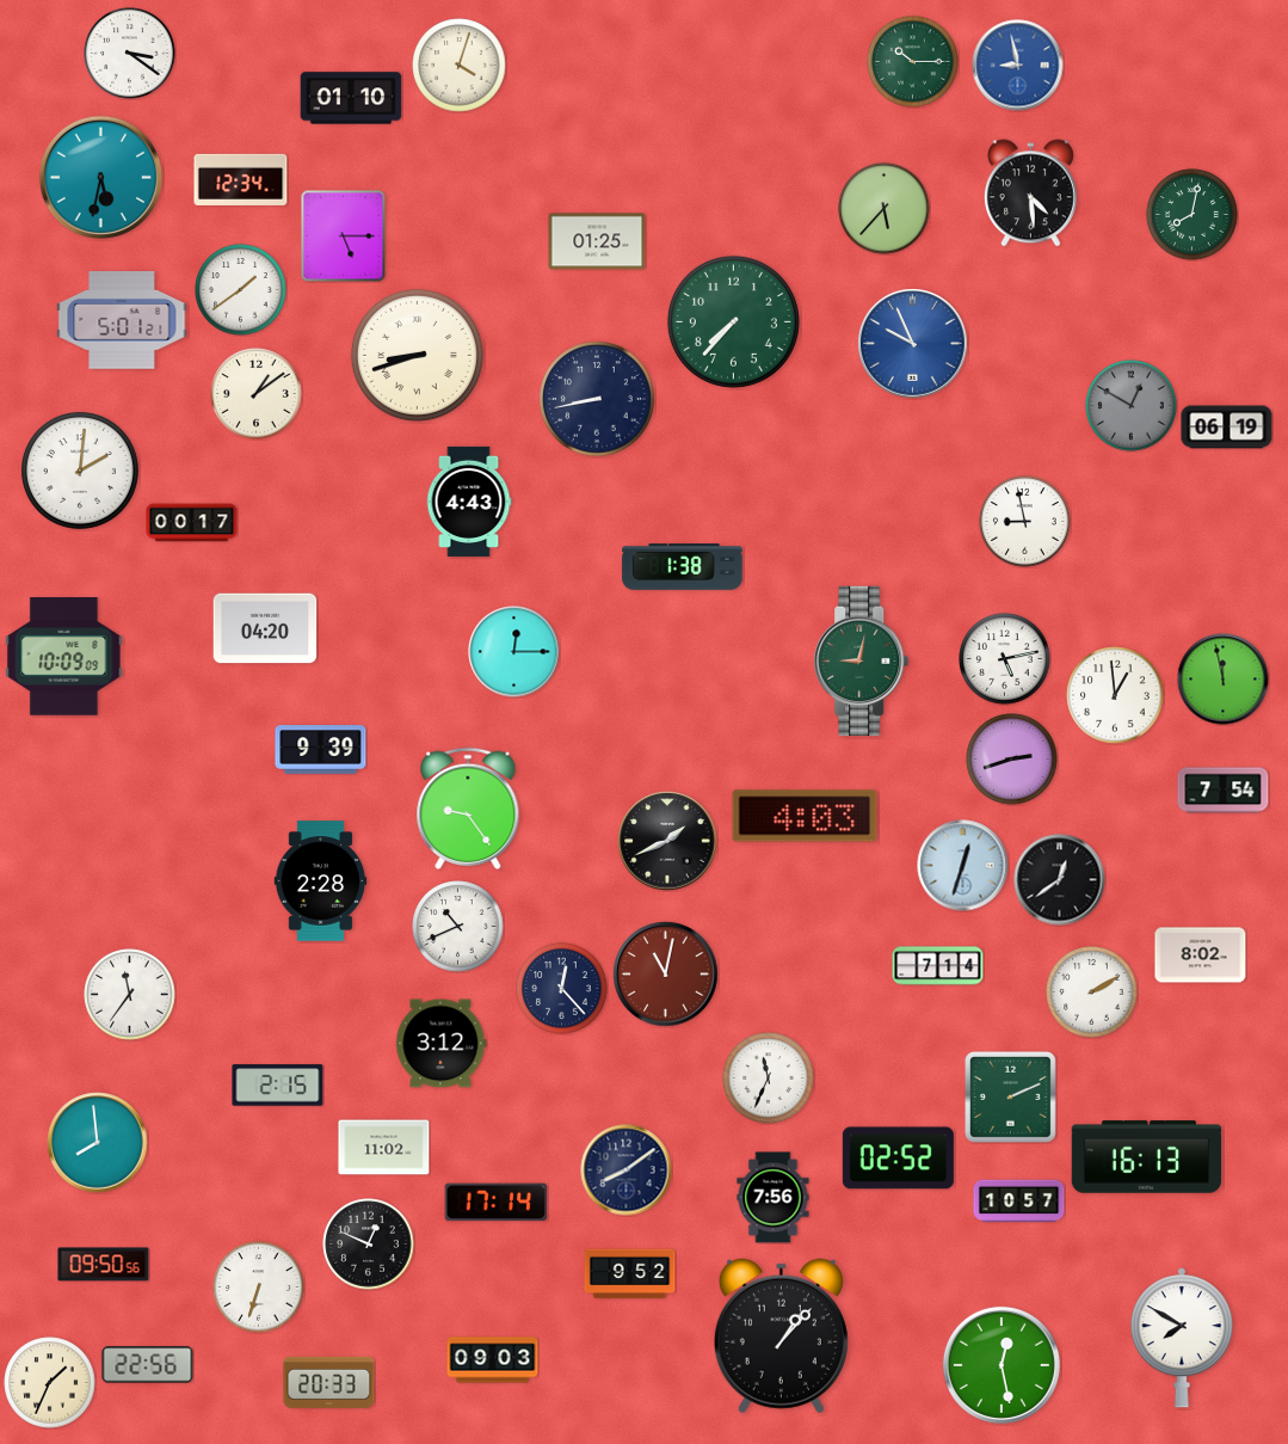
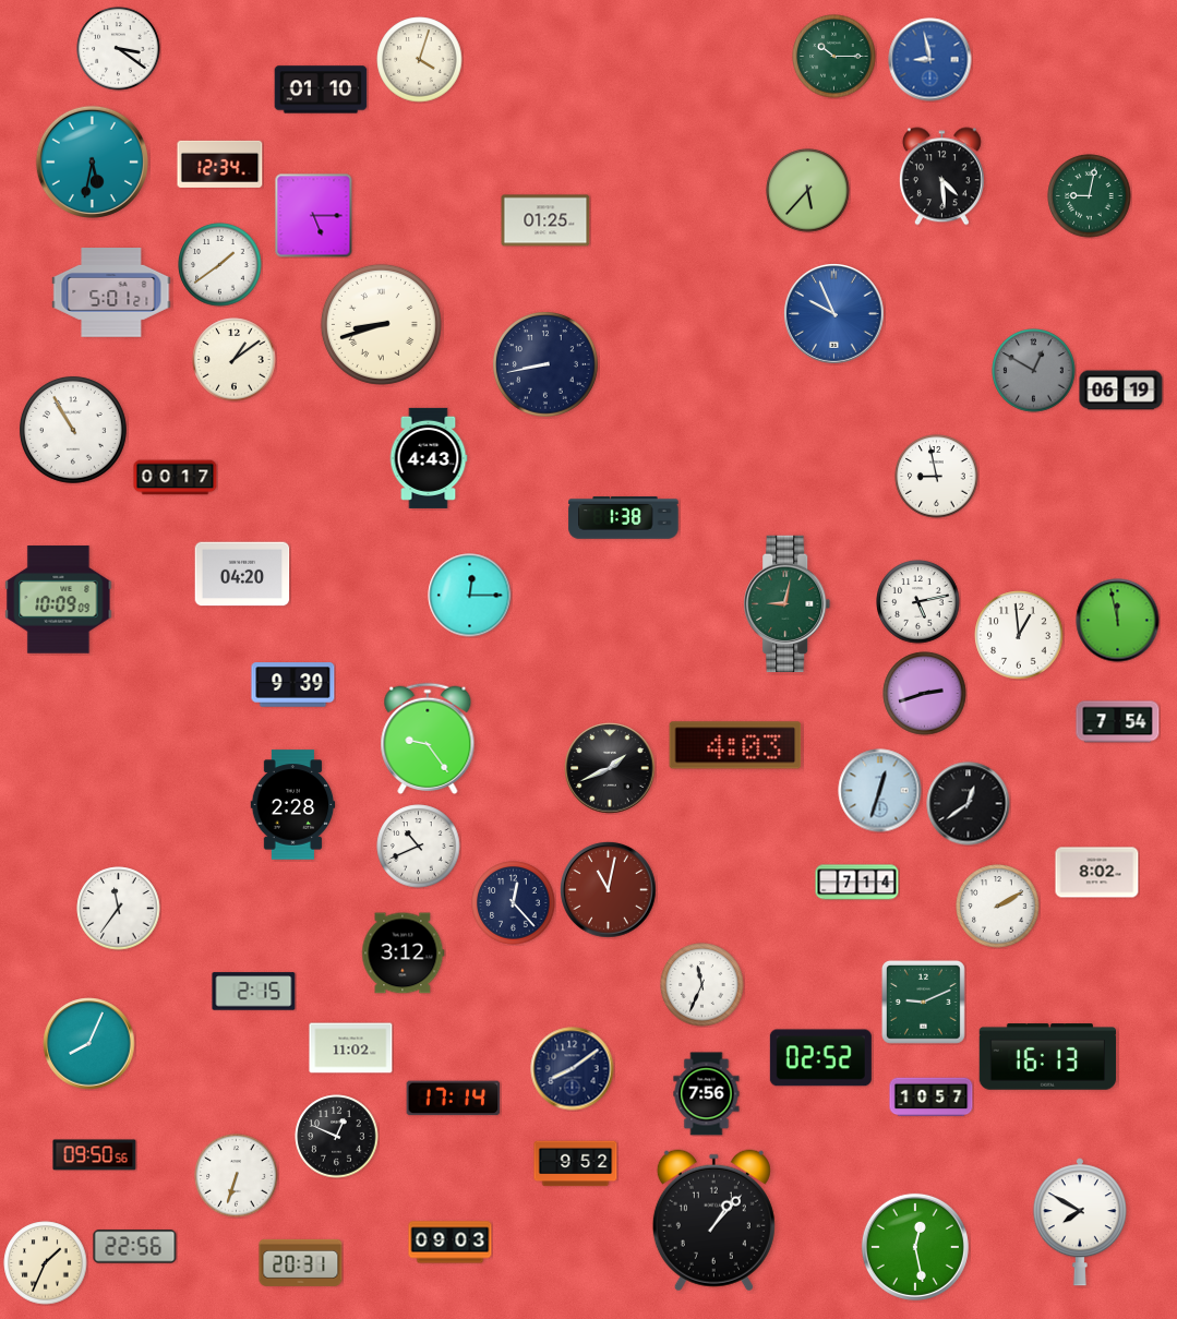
clock at (1193, 215): 8:02 -> 9:02
clock at (733, 321): 7:37 -> none
clock at (80, 471): 2:01 -> 10:55
clock at (1010, 1096): 2:11 -> 9:11
clock at (98, 1143): 7:59 -> 8:04
clock at (329, 1382): 20:33 -> 20:31
